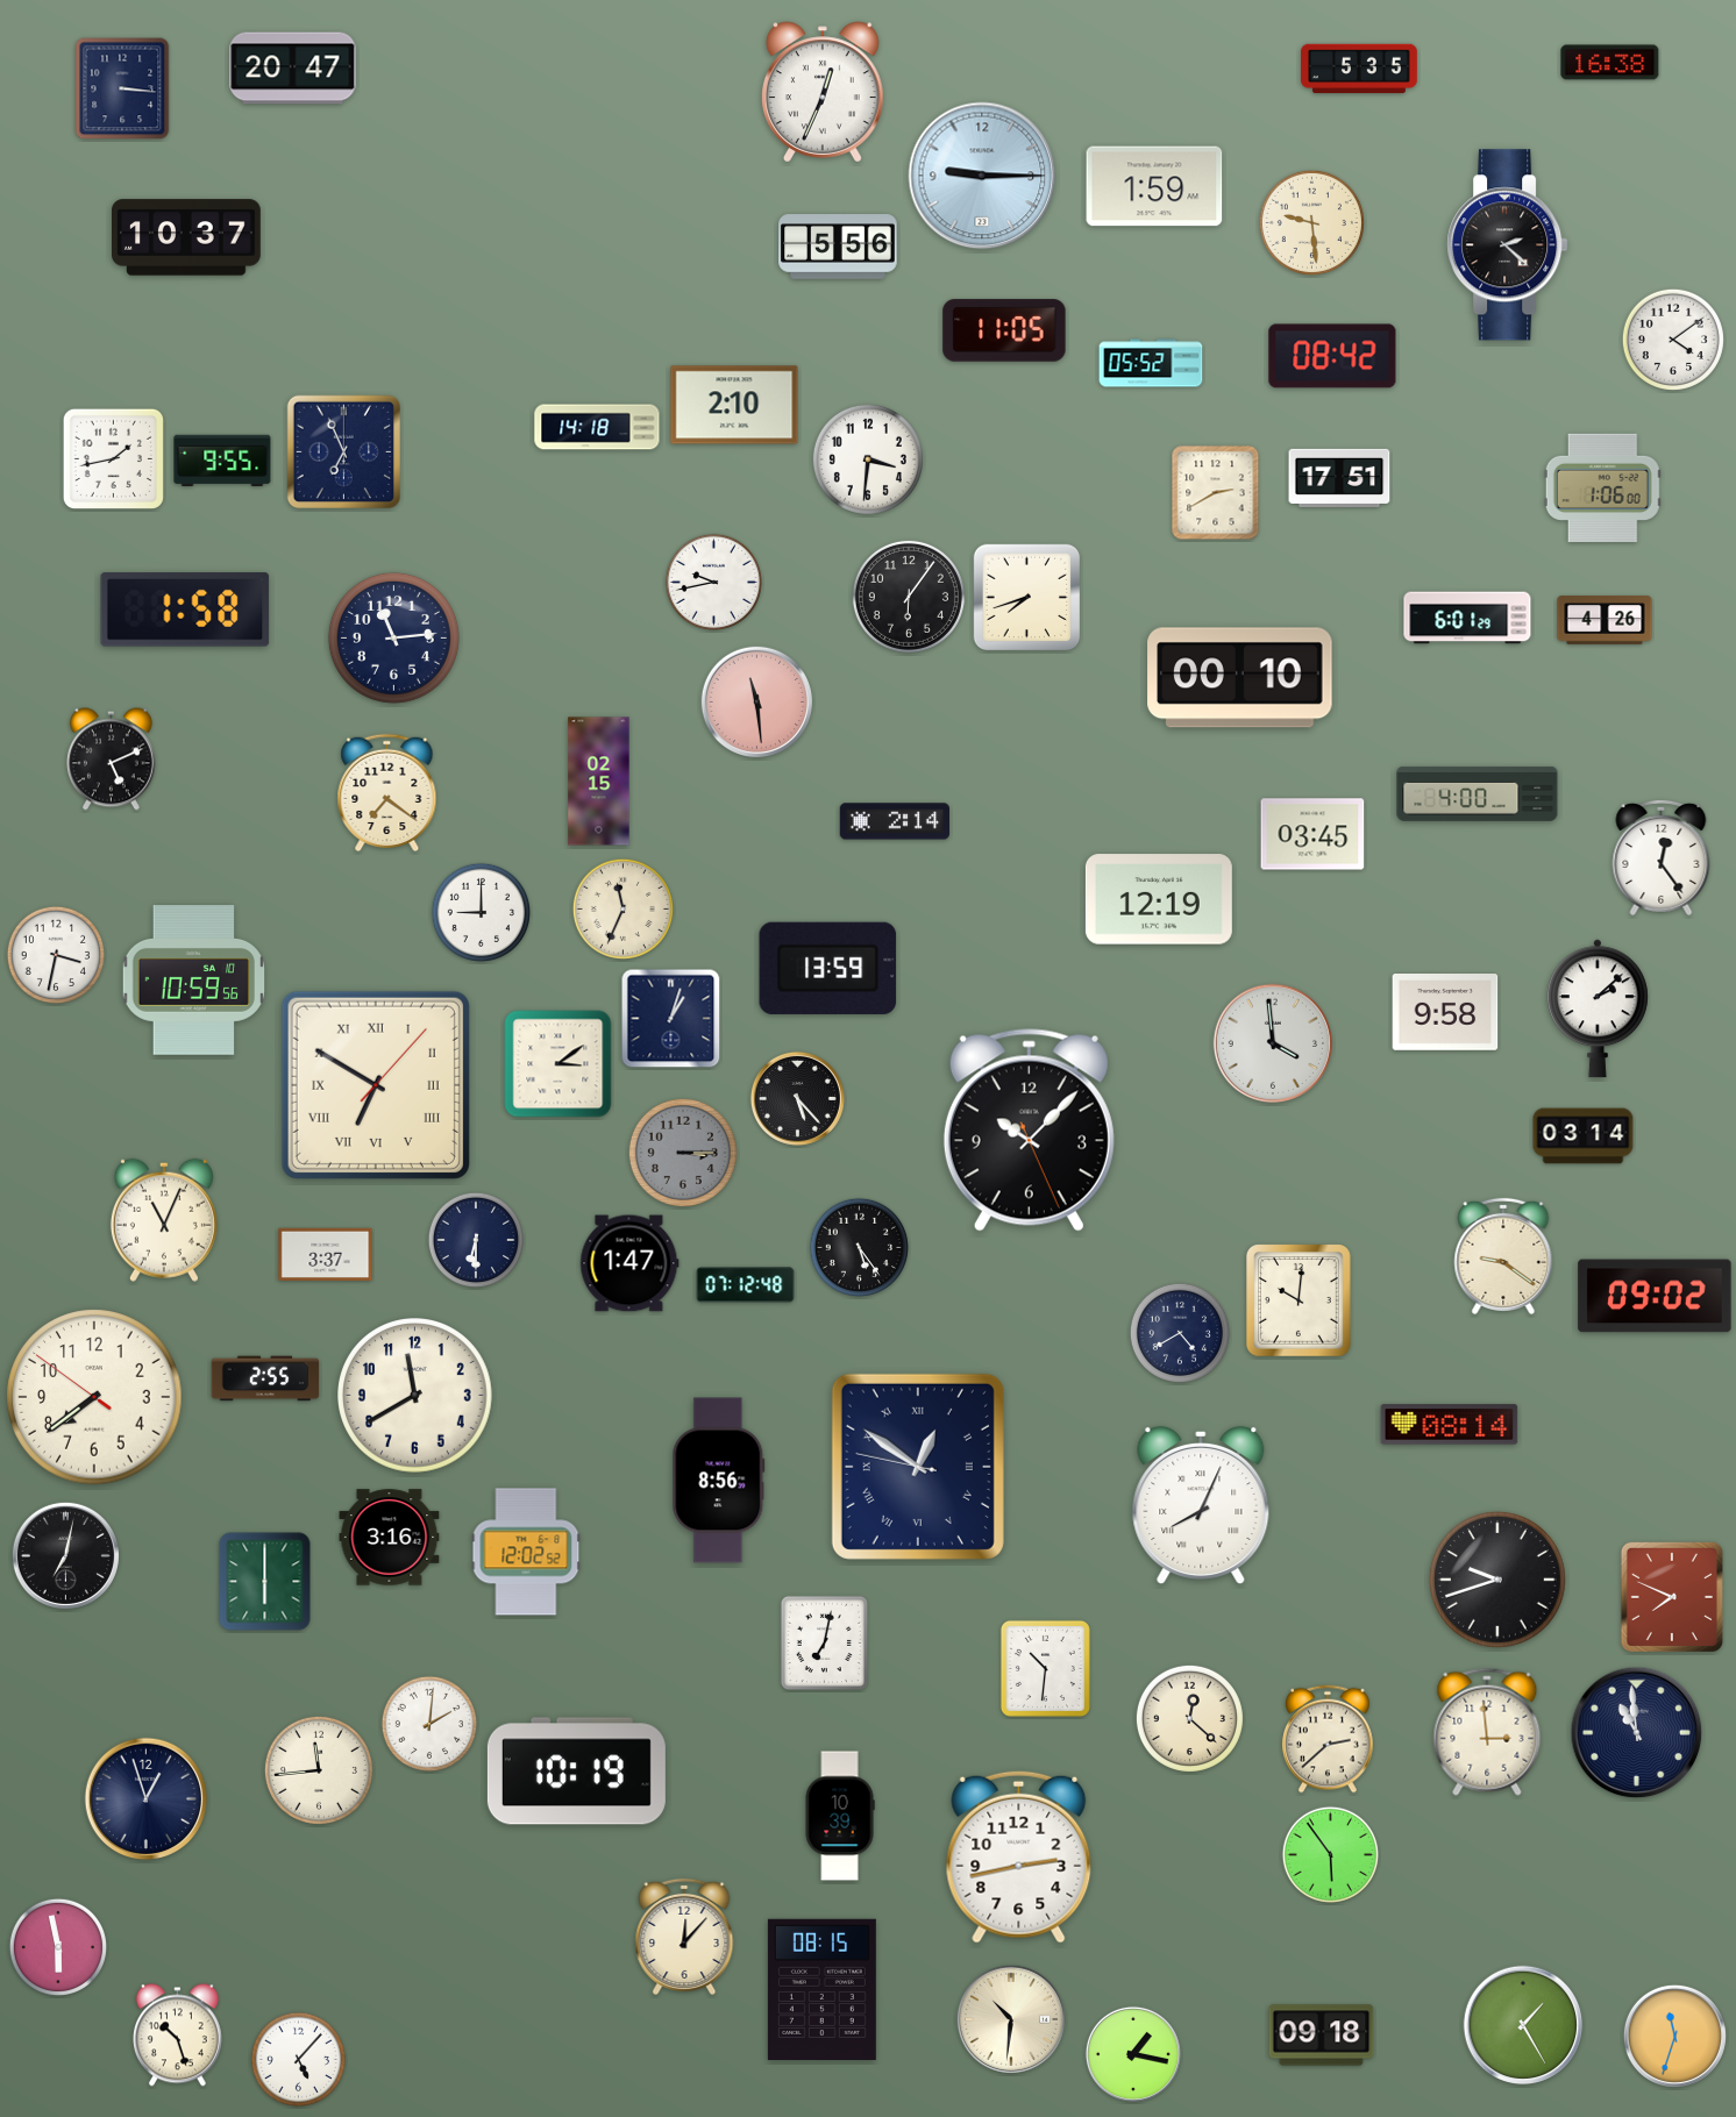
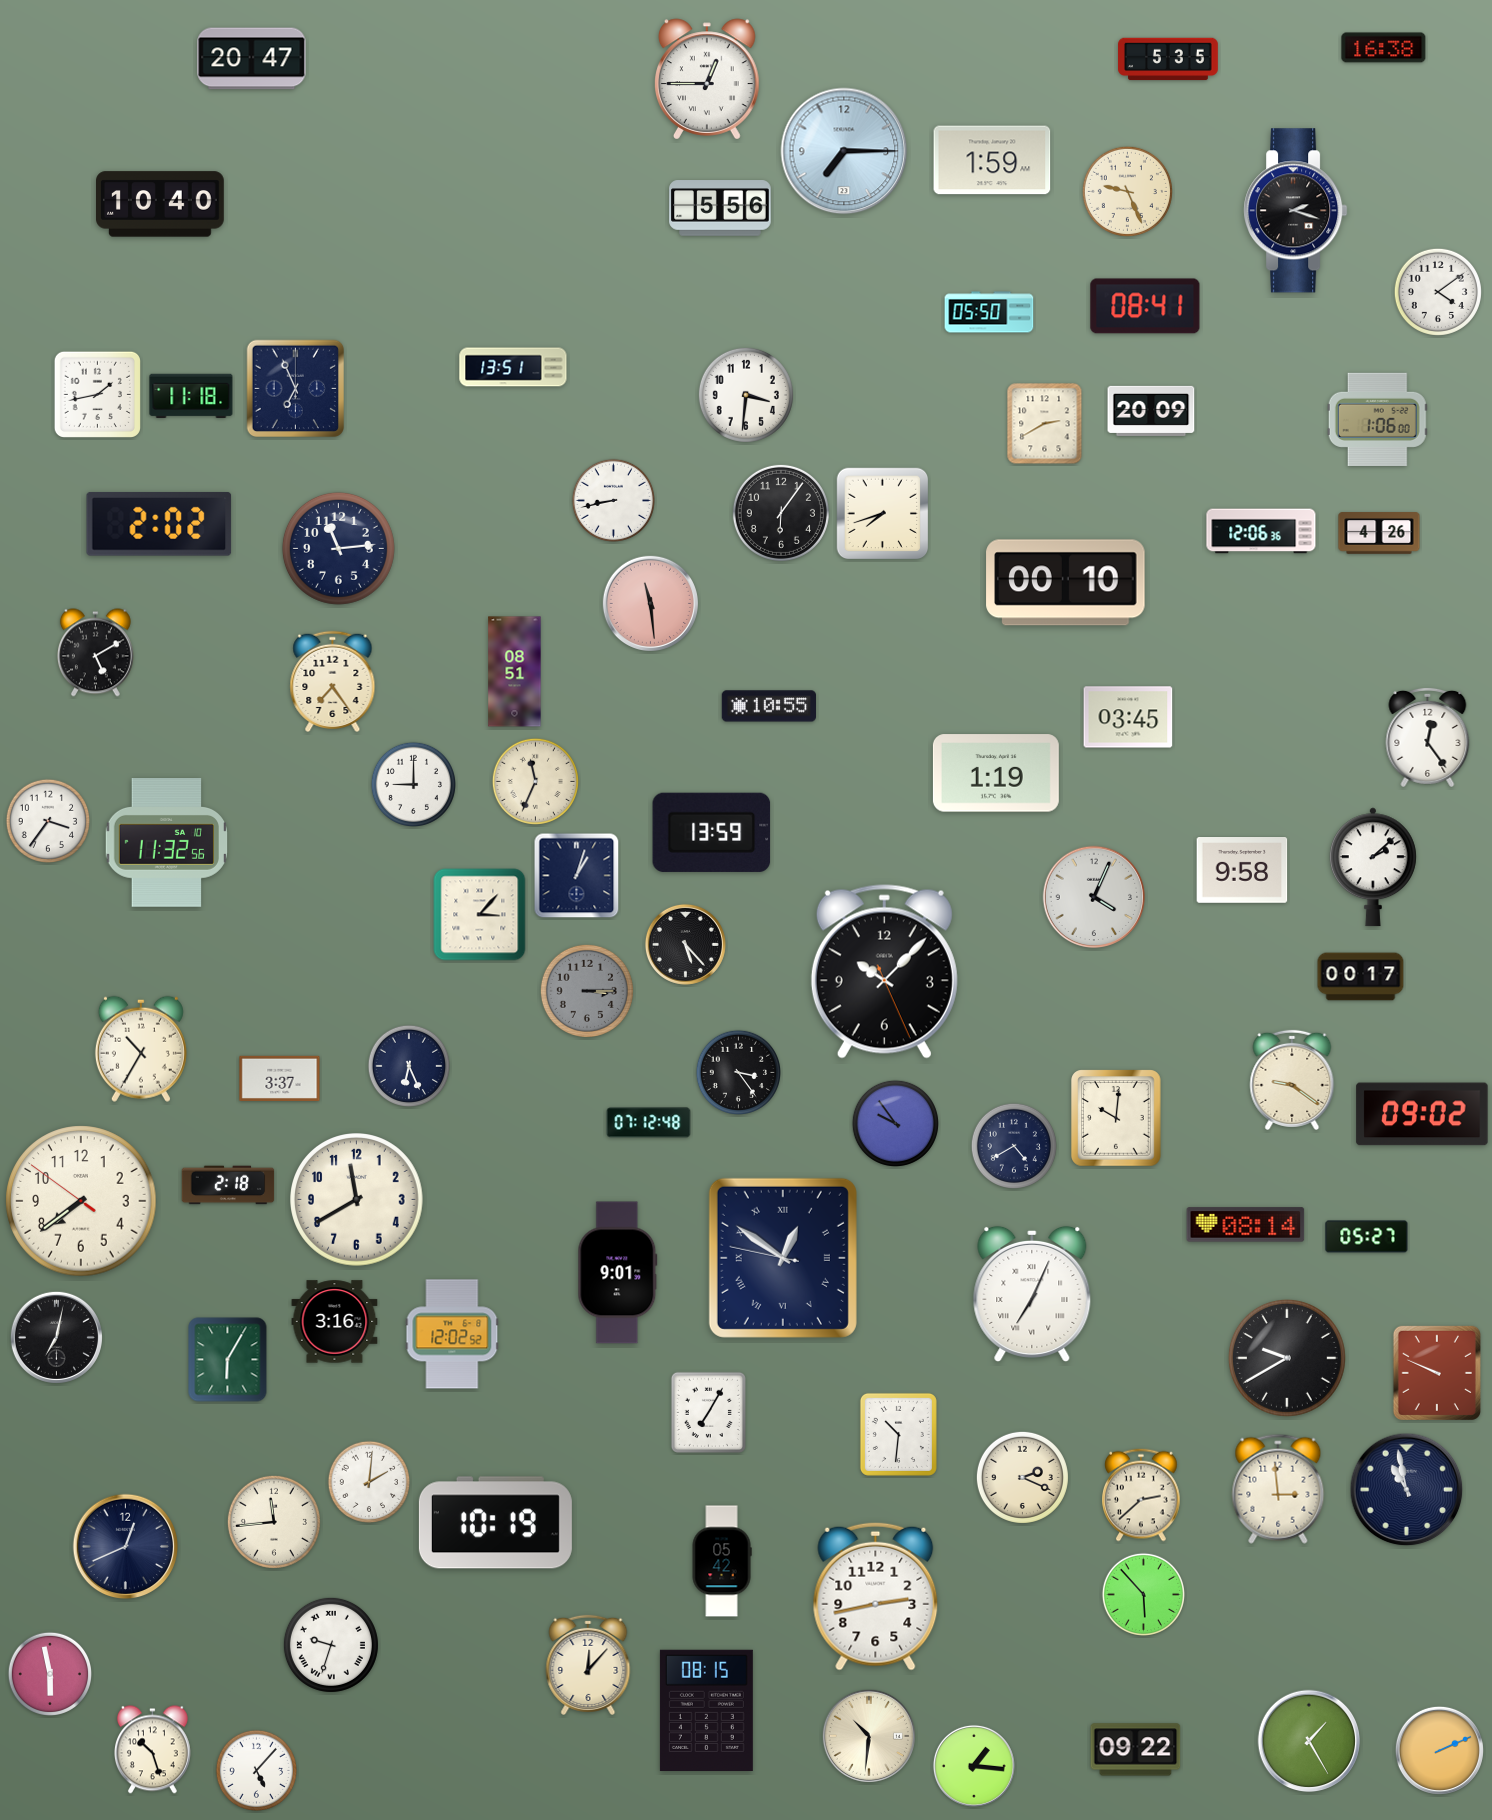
clock at (1610, 63) position: (1610, 63) -> (1384, 48)
clock at (122, 88): 3:16 -> none
clock at (824, 92): 12:34 -> 12:45
clock at (982, 176): 9:15 -> 7:15
clock at (1311, 222): 9:29 -> 9:26
clock at (187, 237): 10:37 -> 10:40
clock at (1508, 245): 2:22 -> 2:18
clock at (838, 247) position: (838, 247) -> (720, 208)
clock at (1004, 330): 11:05 -> none
clock at (1332, 356): 08:42 -> 08:41
clock at (1151, 363): 05:52 -> 05:50
clock at (734, 405): 2:10 -> none
clock at (597, 427): 14:18 -> 13:51
clock at (222, 461): 9:55 -> 11:18
clock at (1339, 478): 17:51 -> 20:09
clock at (713, 582): 9:43 -> 8:43
clock at (185, 610): 1:58 -> 2:02
clock at (1467, 618): 6:01 -> 12:06
clock at (111, 760): 5:11 -> 5:10
clock at (599, 782): 02:15 -> 08:51
clock at (387, 792): 7:21 -> 7:24
clock at (1478, 793): 4:00 -> none
clock at (894, 821): 2:14 -> 10:55
clock at (1159, 899): 12:19 -> 1:19
clock at (55, 954): 3:32 -> 3:36
clock at (193, 981): 10:59 -> 11:32
clock at (1273, 1043): 3:59 -> 4:04
clock at (558, 1064): 3:09 -> 3:07
clock at (376, 1085): 6:50 -> none
clock at (1584, 1136): 03:14 -> 00:17
clock at (164, 1220): 11:04 -> 10:35
clock at (475, 1239): 6:30 -> 6:26
clock at (859, 1247): 5:24 -> 3:24
clock at (629, 1263): 1:47 -> none
clock at (746, 1285) position: (746, 1285) -> (649, 1123)
clock at (895, 1123): none -> 9:54
clock at (265, 1378): 2:55 -> 2:18
clock at (1367, 1237): none -> 05:27
clock at (918, 1467) position: (918, 1467) -> (783, 1258)
clock at (719, 1481): 8:56 -> 9:01
clock at (1201, 1504): 8:04 -> 7:04
clock at (1497, 1580): 9:42 -> 9:40
clock at (265, 1582): 6:00 -> 6:05
clock at (1672, 1597): 7:49 -> 9:49
clock at (824, 1642): 7:02 -> 7:05
clock at (1189, 1718): 12:22 -> 2:19
clock at (1637, 1733): 10:59 -> 10:58
clock at (147, 1799): 12:57 -> 12:41
clock at (840, 1816): 10:39 -> 05:42
clock at (1330, 1854): 5:54 -> 5:53
clock at (331, 1645): none -> 9:33
clock at (1322, 2036): 09:18 -> 09:22
clock at (1674, 2036): 11:33 -> 2:11
clock at (1133, 2054): 1:17 -> 1:16
